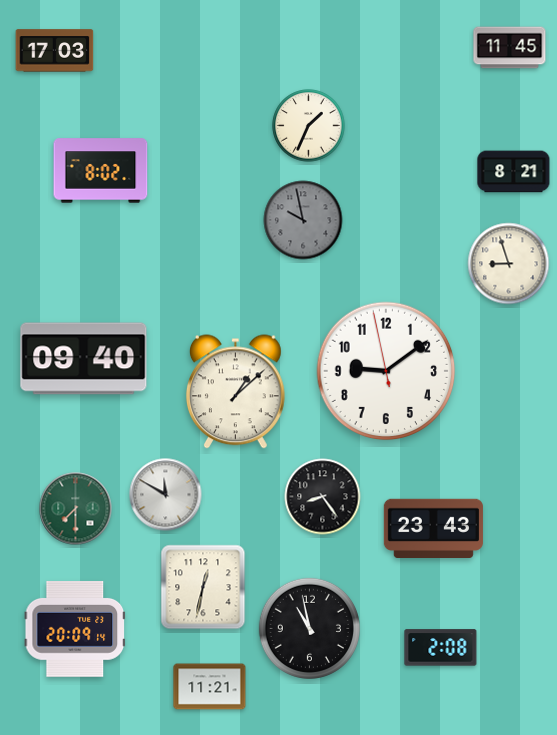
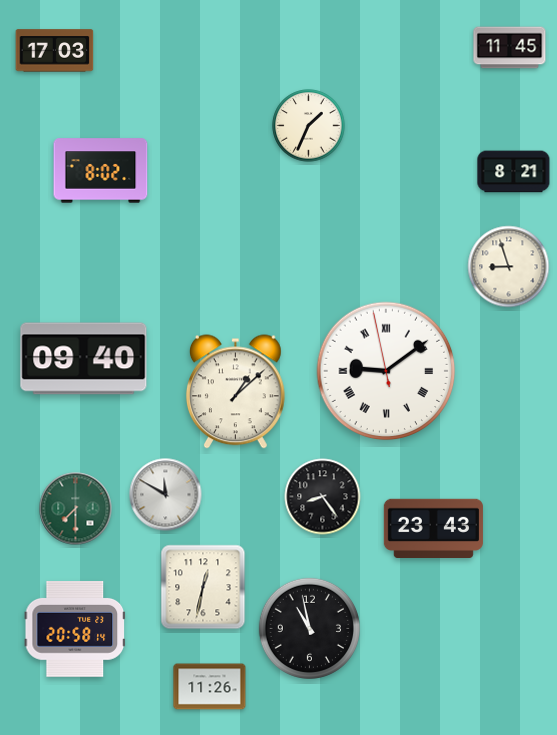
clock at (303, 220): 9:58 -> none
clock at (509, 264) position: (509, 264) -> (509, 267)
clock at (386, 371) numerals: Arabic -> Roman
clock at (75, 629): 20:09 -> 20:58
clock at (441, 648): 2:08 -> none
clock at (210, 687): 11:21 -> 11:26
